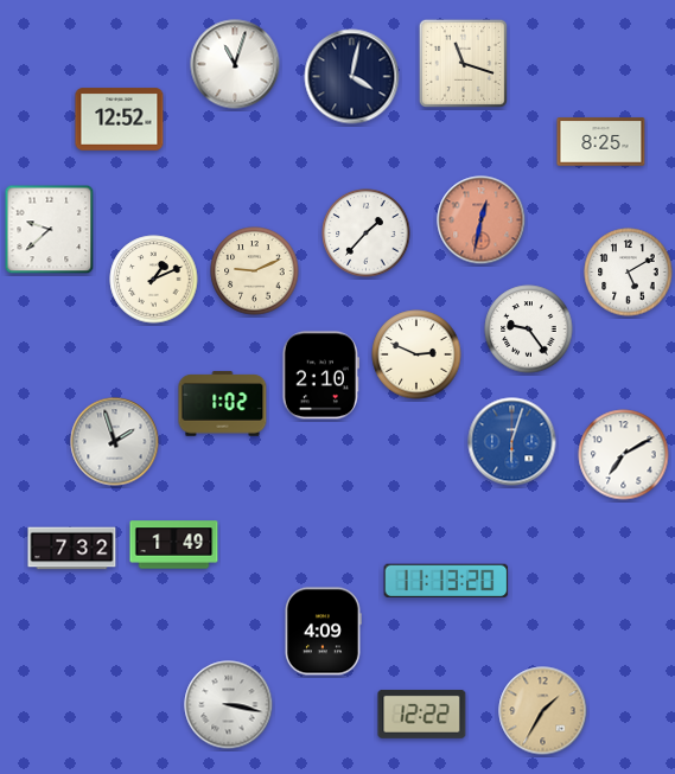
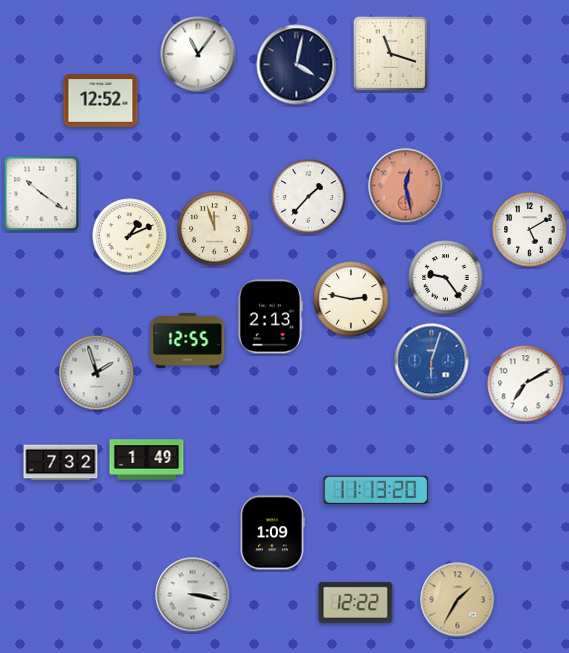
clock at (235, 64): 11:03 -> 11:06
clock at (601, 142): 8:25 -> none
clock at (482, 220): 12:32 -> 12:28
clock at (50, 230): 9:38 -> 10:21
clock at (255, 271): 9:11 -> 11:57
clock at (416, 354): 2:49 -> 2:47
clock at (320, 376): 2:10 -> 2:13
clock at (223, 404): 1:02 -> 12:55
clock at (512, 442) position: (512, 442) -> (432, 361)
clock at (324, 632): 4:09 -> 1:09
